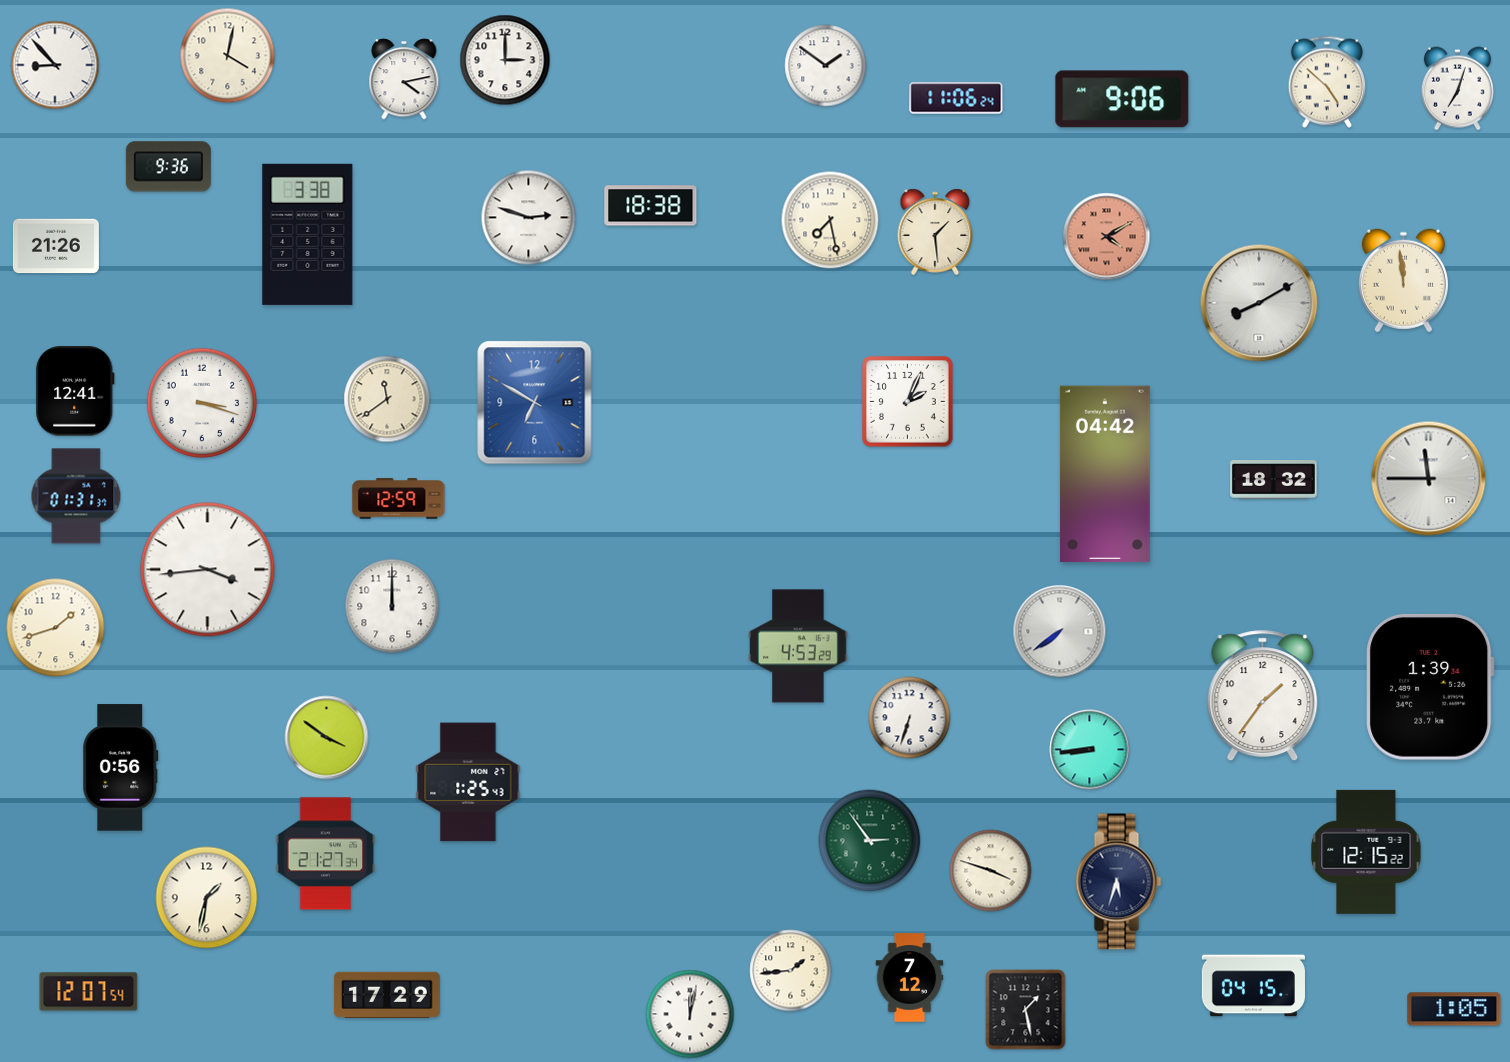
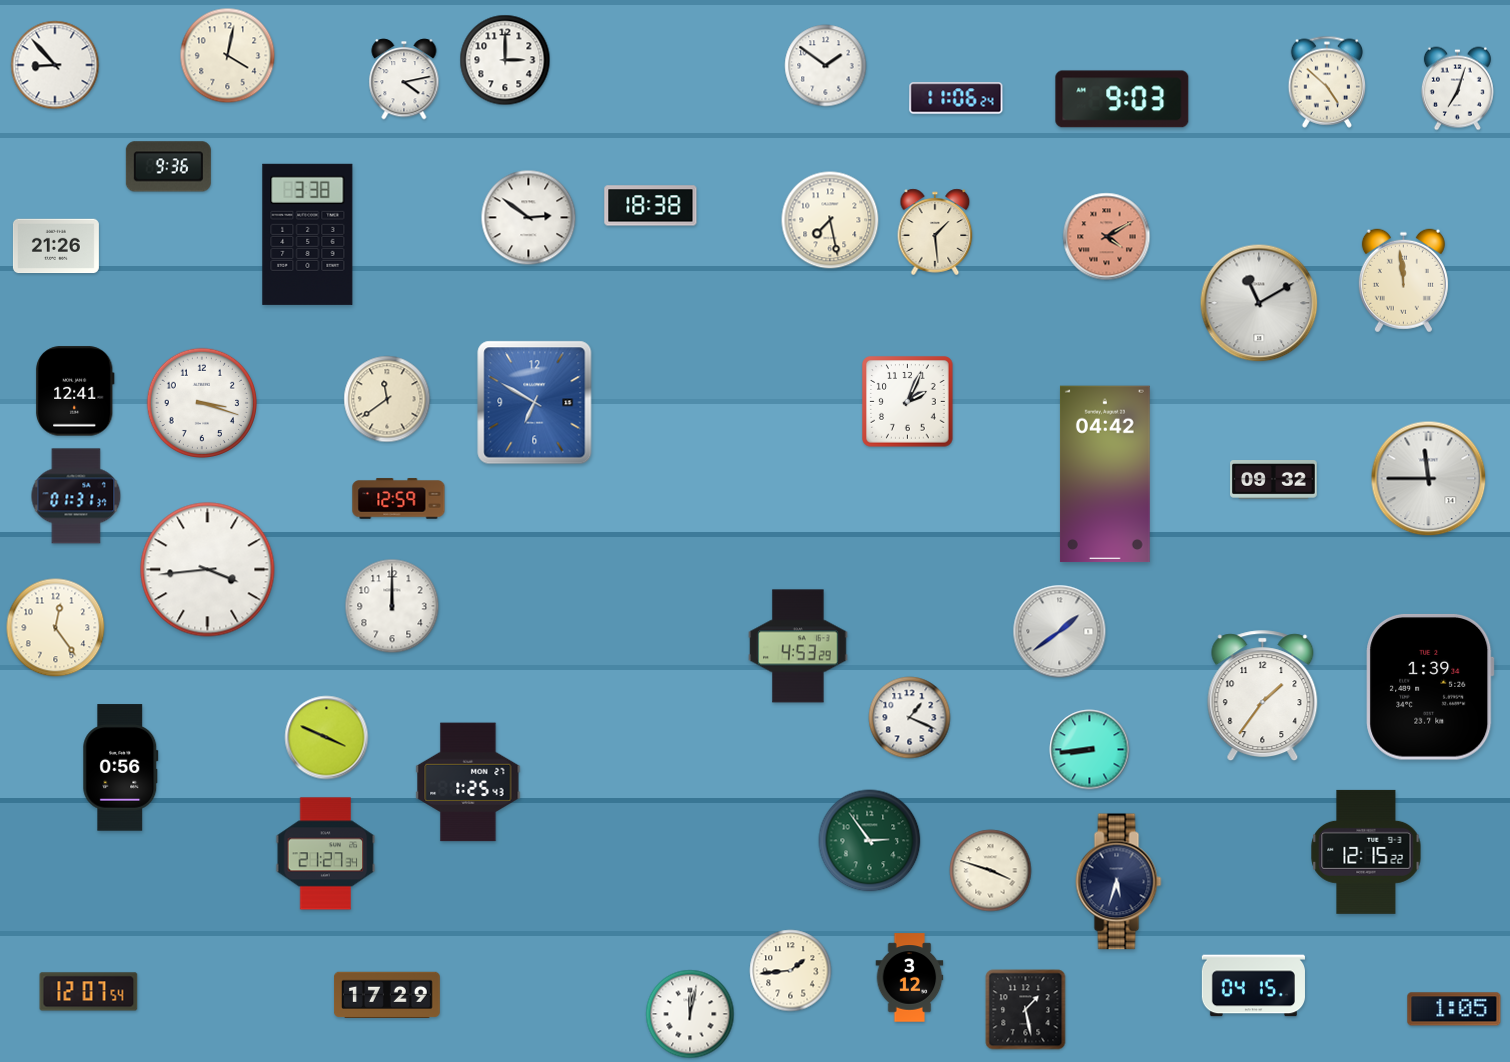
clock at (1122, 99): 9:06 -> 9:03
clock at (529, 218): 2:48 -> 2:51
clock at (1259, 303): 8:10 -> 11:10
clock at (1274, 480): 18:32 -> 09:32
clock at (56, 628): 1:42 -> 12:24
clock at (1060, 632): 7:39 -> 1:39
clock at (910, 718): 6:33 -> 1:19
clock at (327, 738): 3:51 -> 3:49
clock at (207, 898): 1:32 -> none
clock at (910, 978): 7:12 -> 3:12
